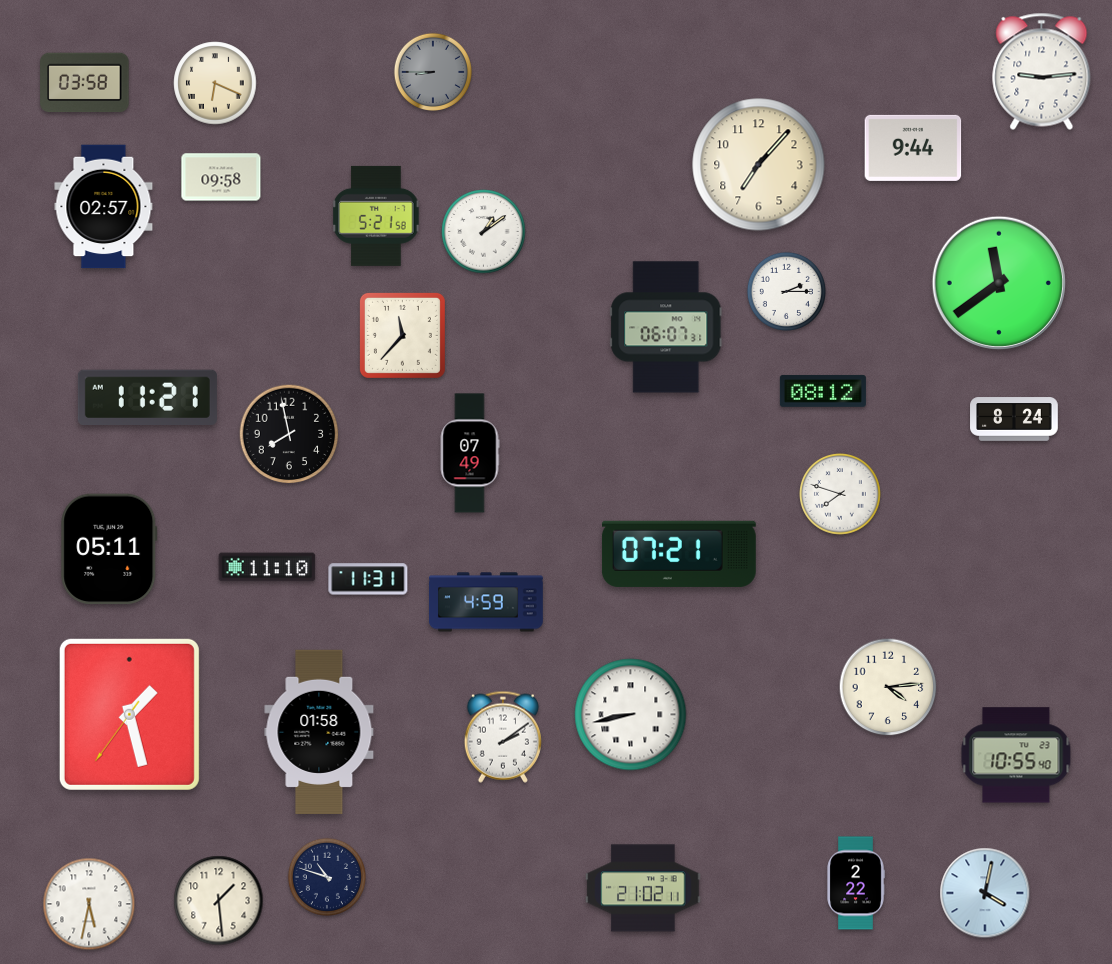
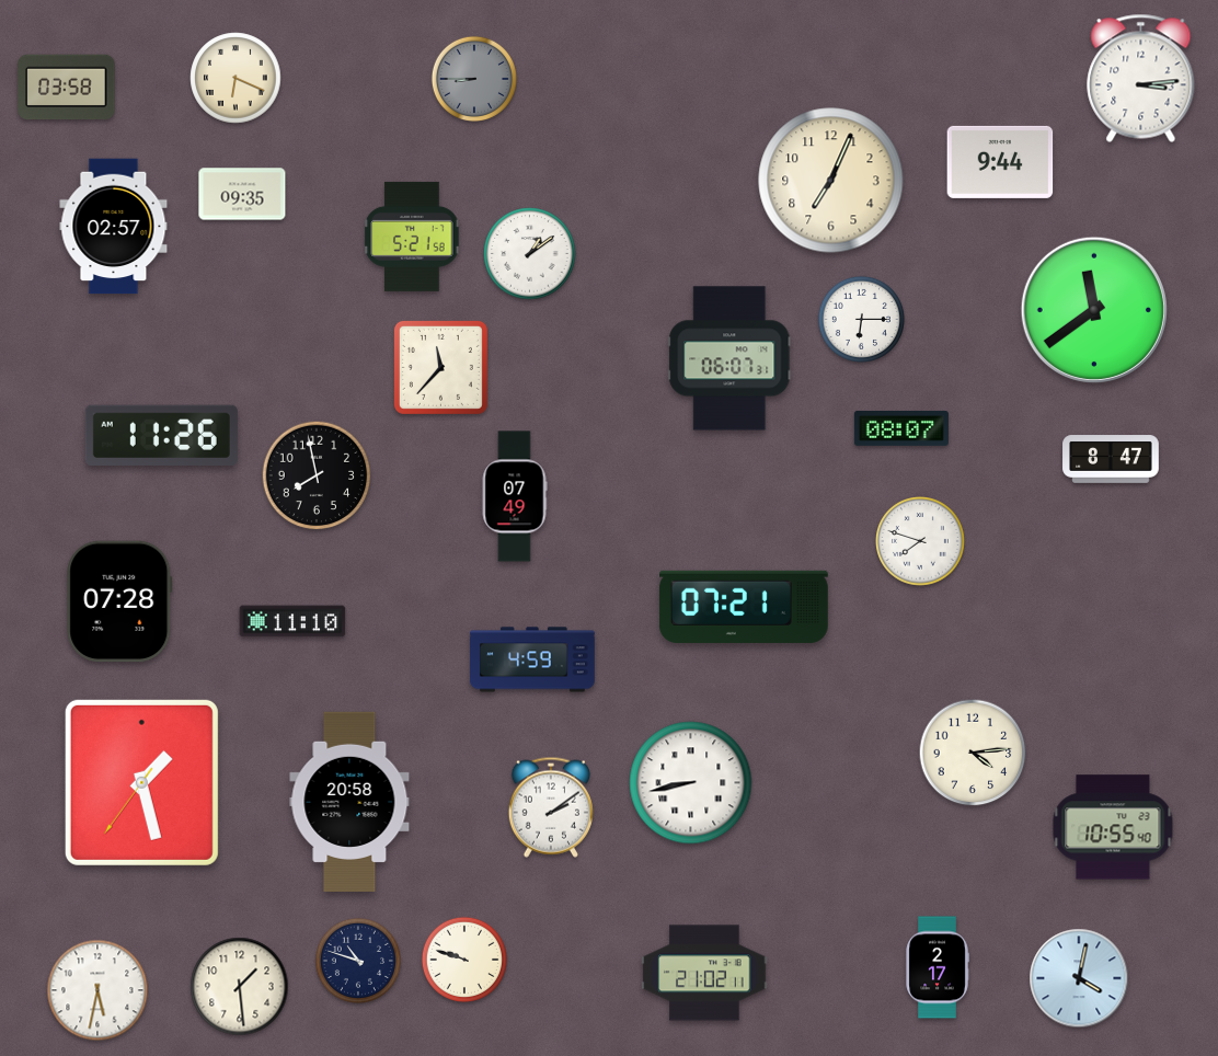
clock at (1042, 71): 9:14 -> 3:14
clock at (85, 83) position: (85, 83) -> (67, 88)
clock at (215, 83) position: (215, 83) -> (235, 78)
clock at (759, 165): 7:07 -> 7:04
clock at (221, 177): 09:58 -> 09:35
clock at (786, 291): 2:15 -> 6:15
clock at (823, 391): 08:12 -> 08:07
clock at (147, 397): 11:21 -> 11:26
clock at (1014, 419): 8:24 -> 8:47
clock at (109, 549): 05:11 -> 07:28
clock at (368, 579): 11:31 -> none
clock at (319, 731): 01:58 -> 20:58
clock at (463, 959): none -> 9:48
clock at (856, 883): 2:22 -> 2:17
